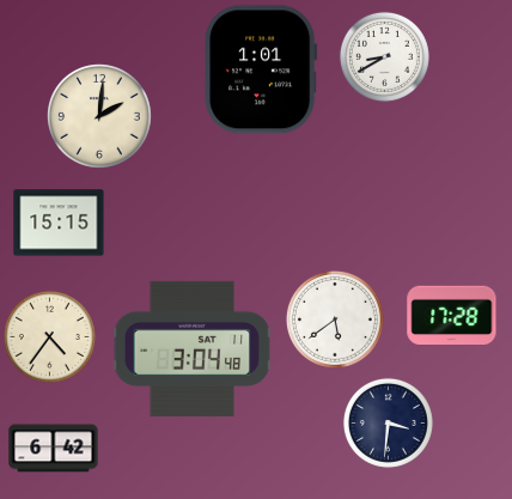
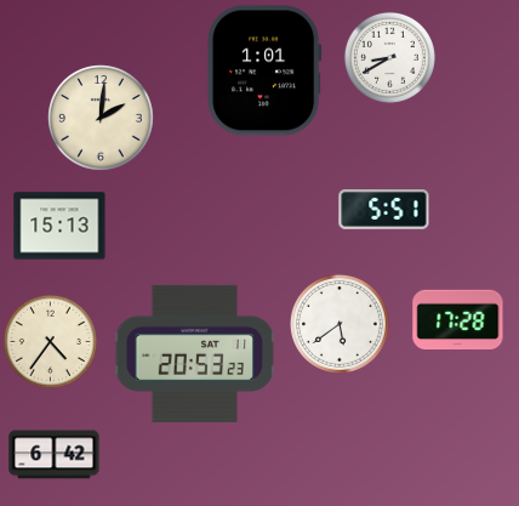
clock at (384, 210): none -> 5:51
clock at (59, 223): 15:15 -> 15:13
clock at (193, 348): 3:04 -> 20:53
clock at (388, 422): 3:31 -> none
